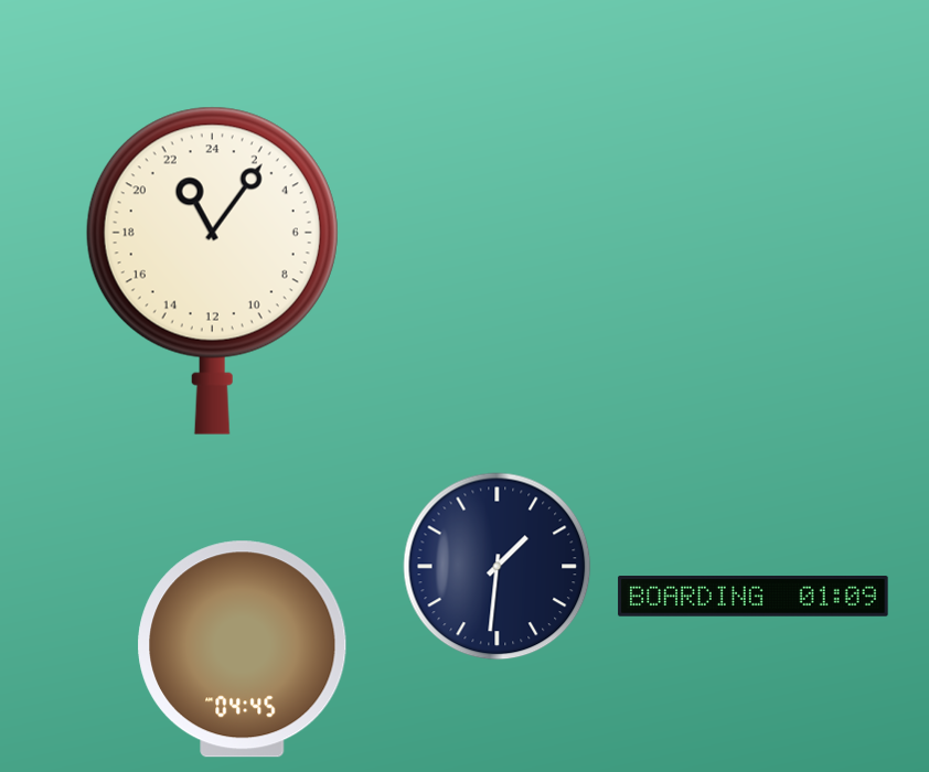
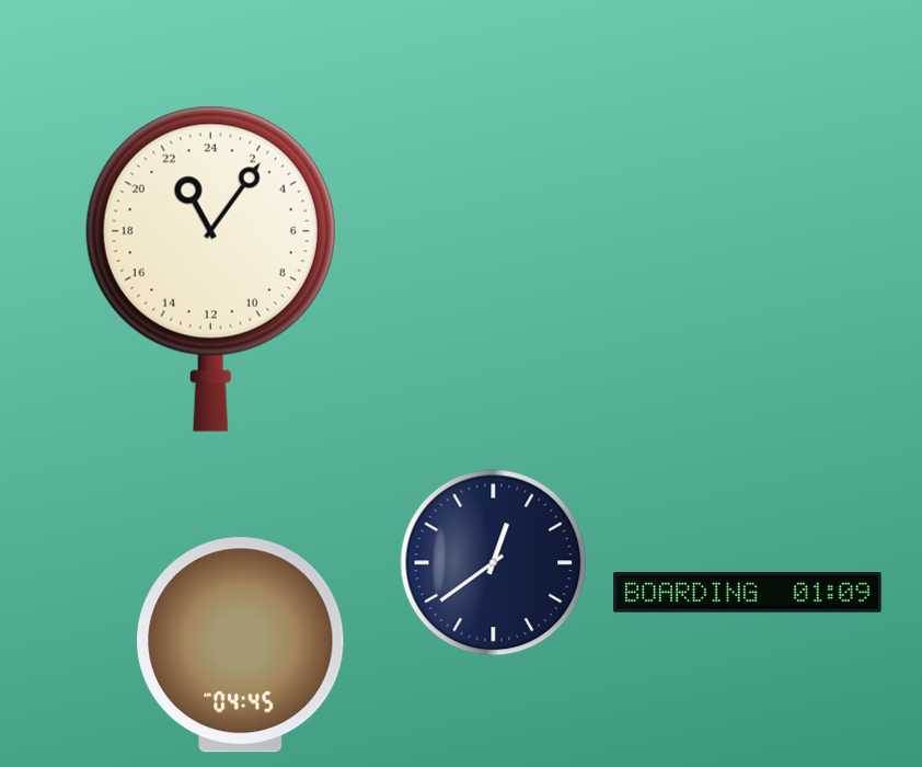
clock at (498, 567): 1:31 -> 12:39
